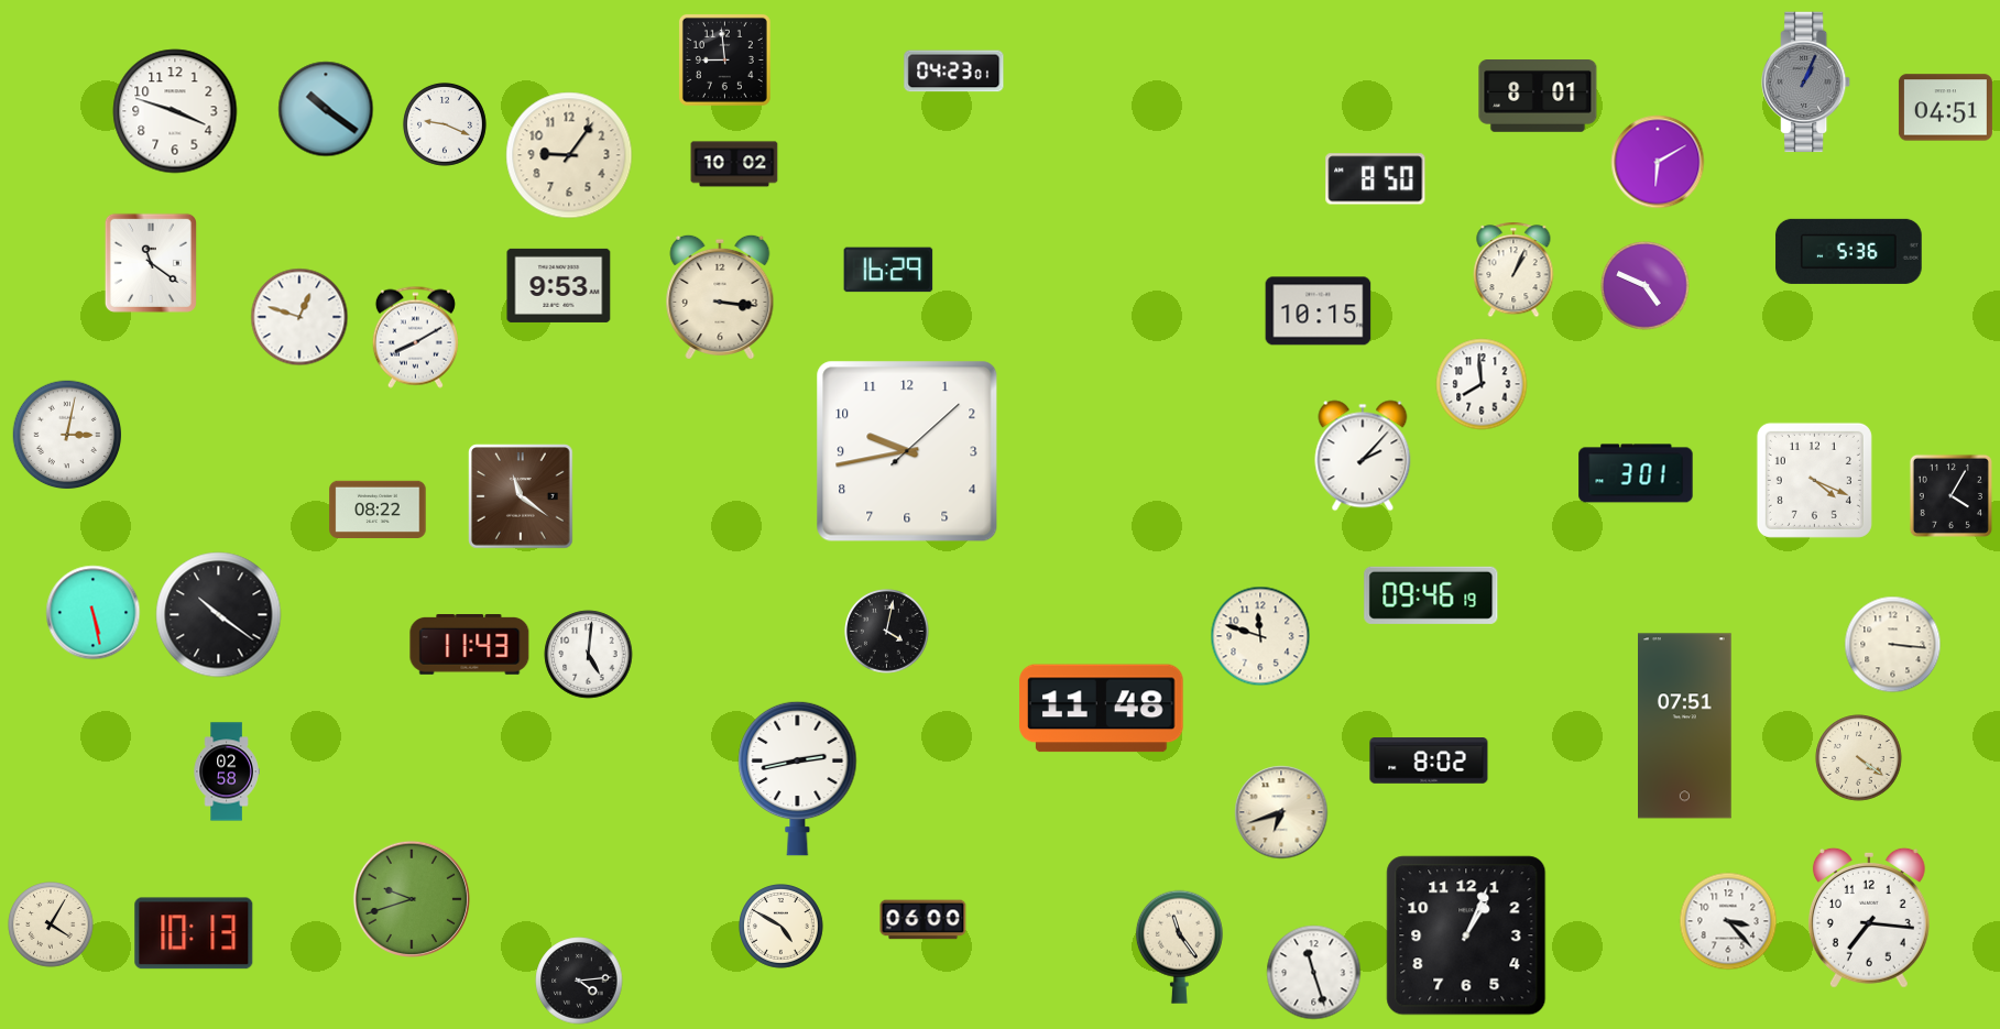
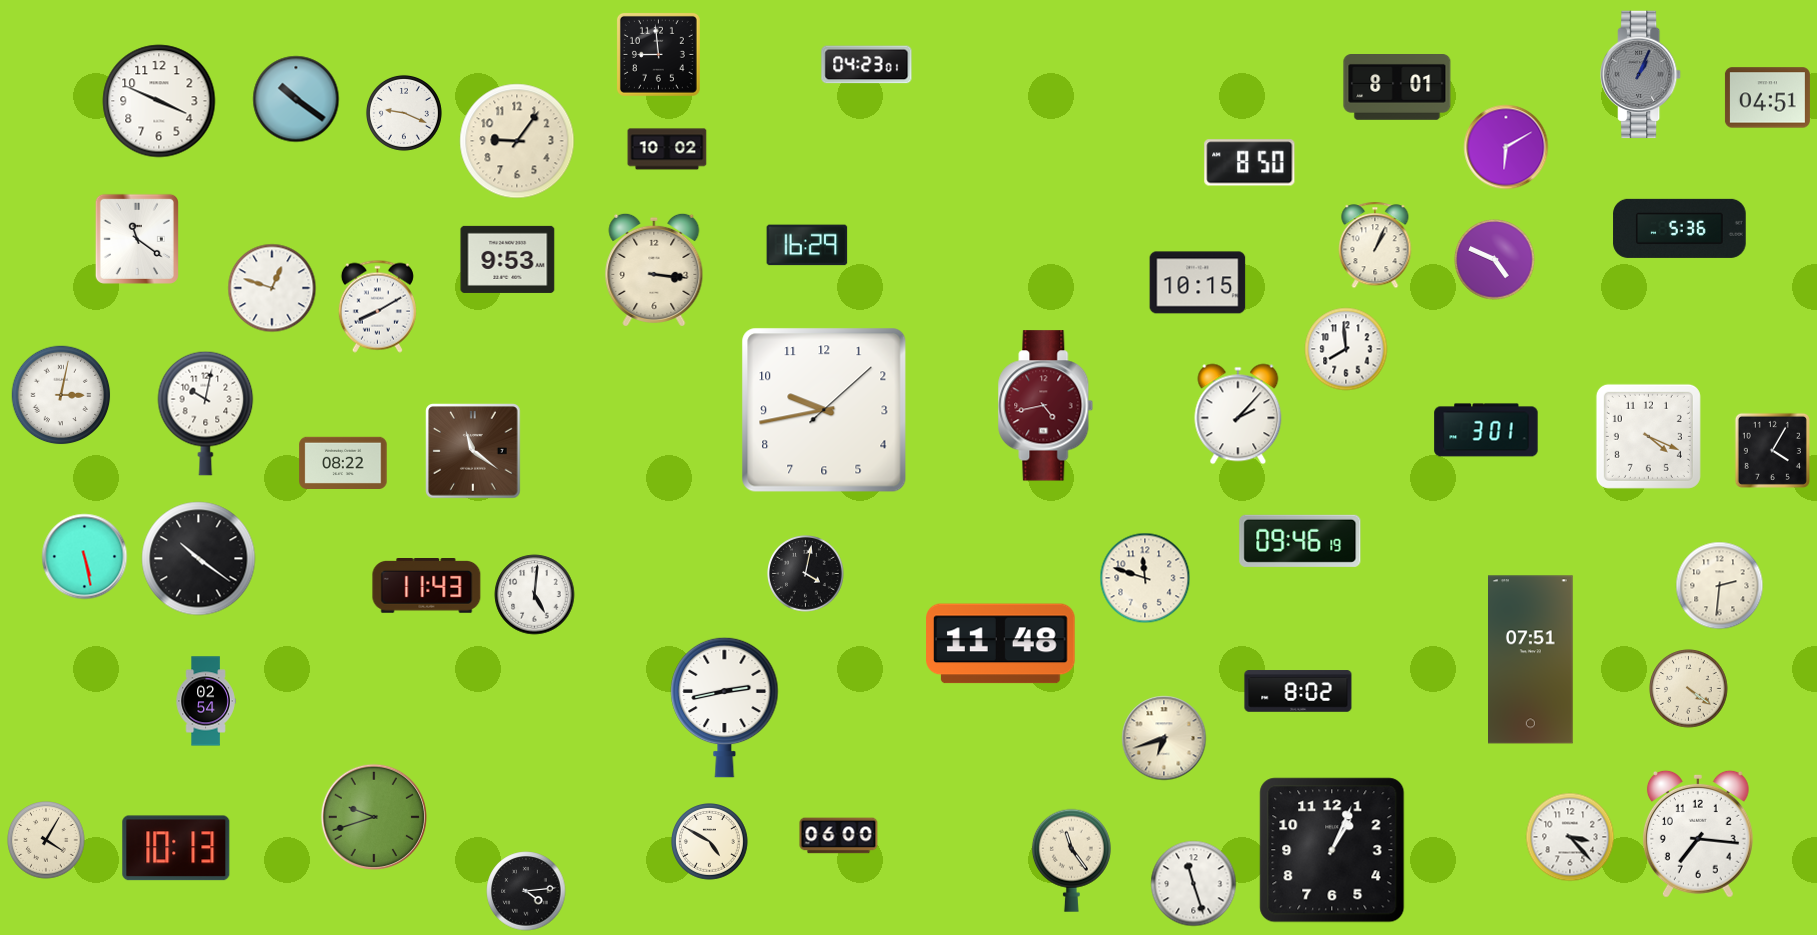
clock at (175, 111): 3:48 -> 3:49
clock at (1046, 406): none -> 4:43
clock at (206, 413): none -> 10:02
clock at (1893, 645): 3:16 -> 2:31
clock at (227, 771): 02:58 -> 02:54
